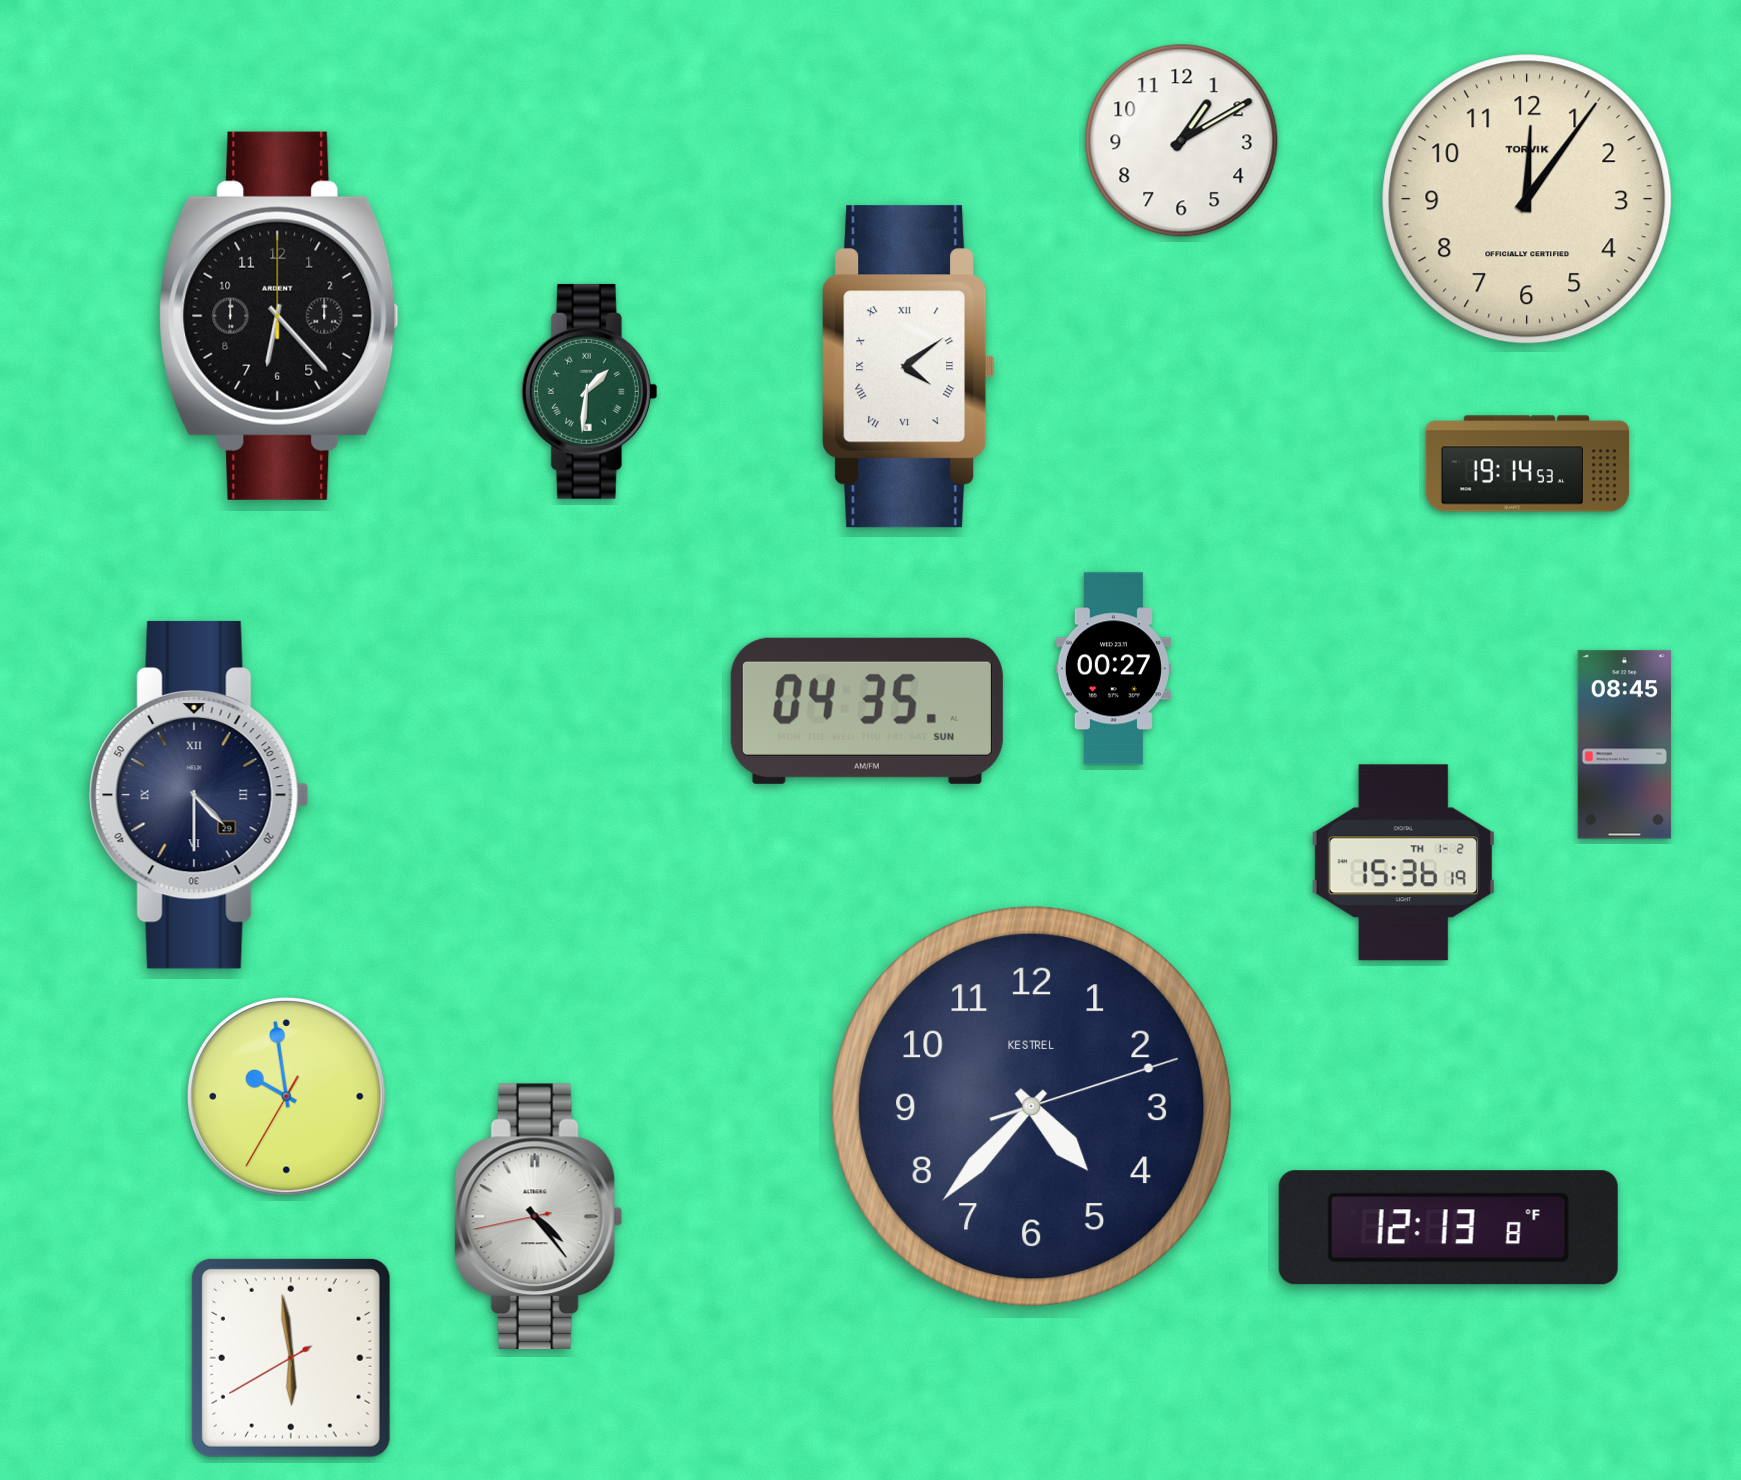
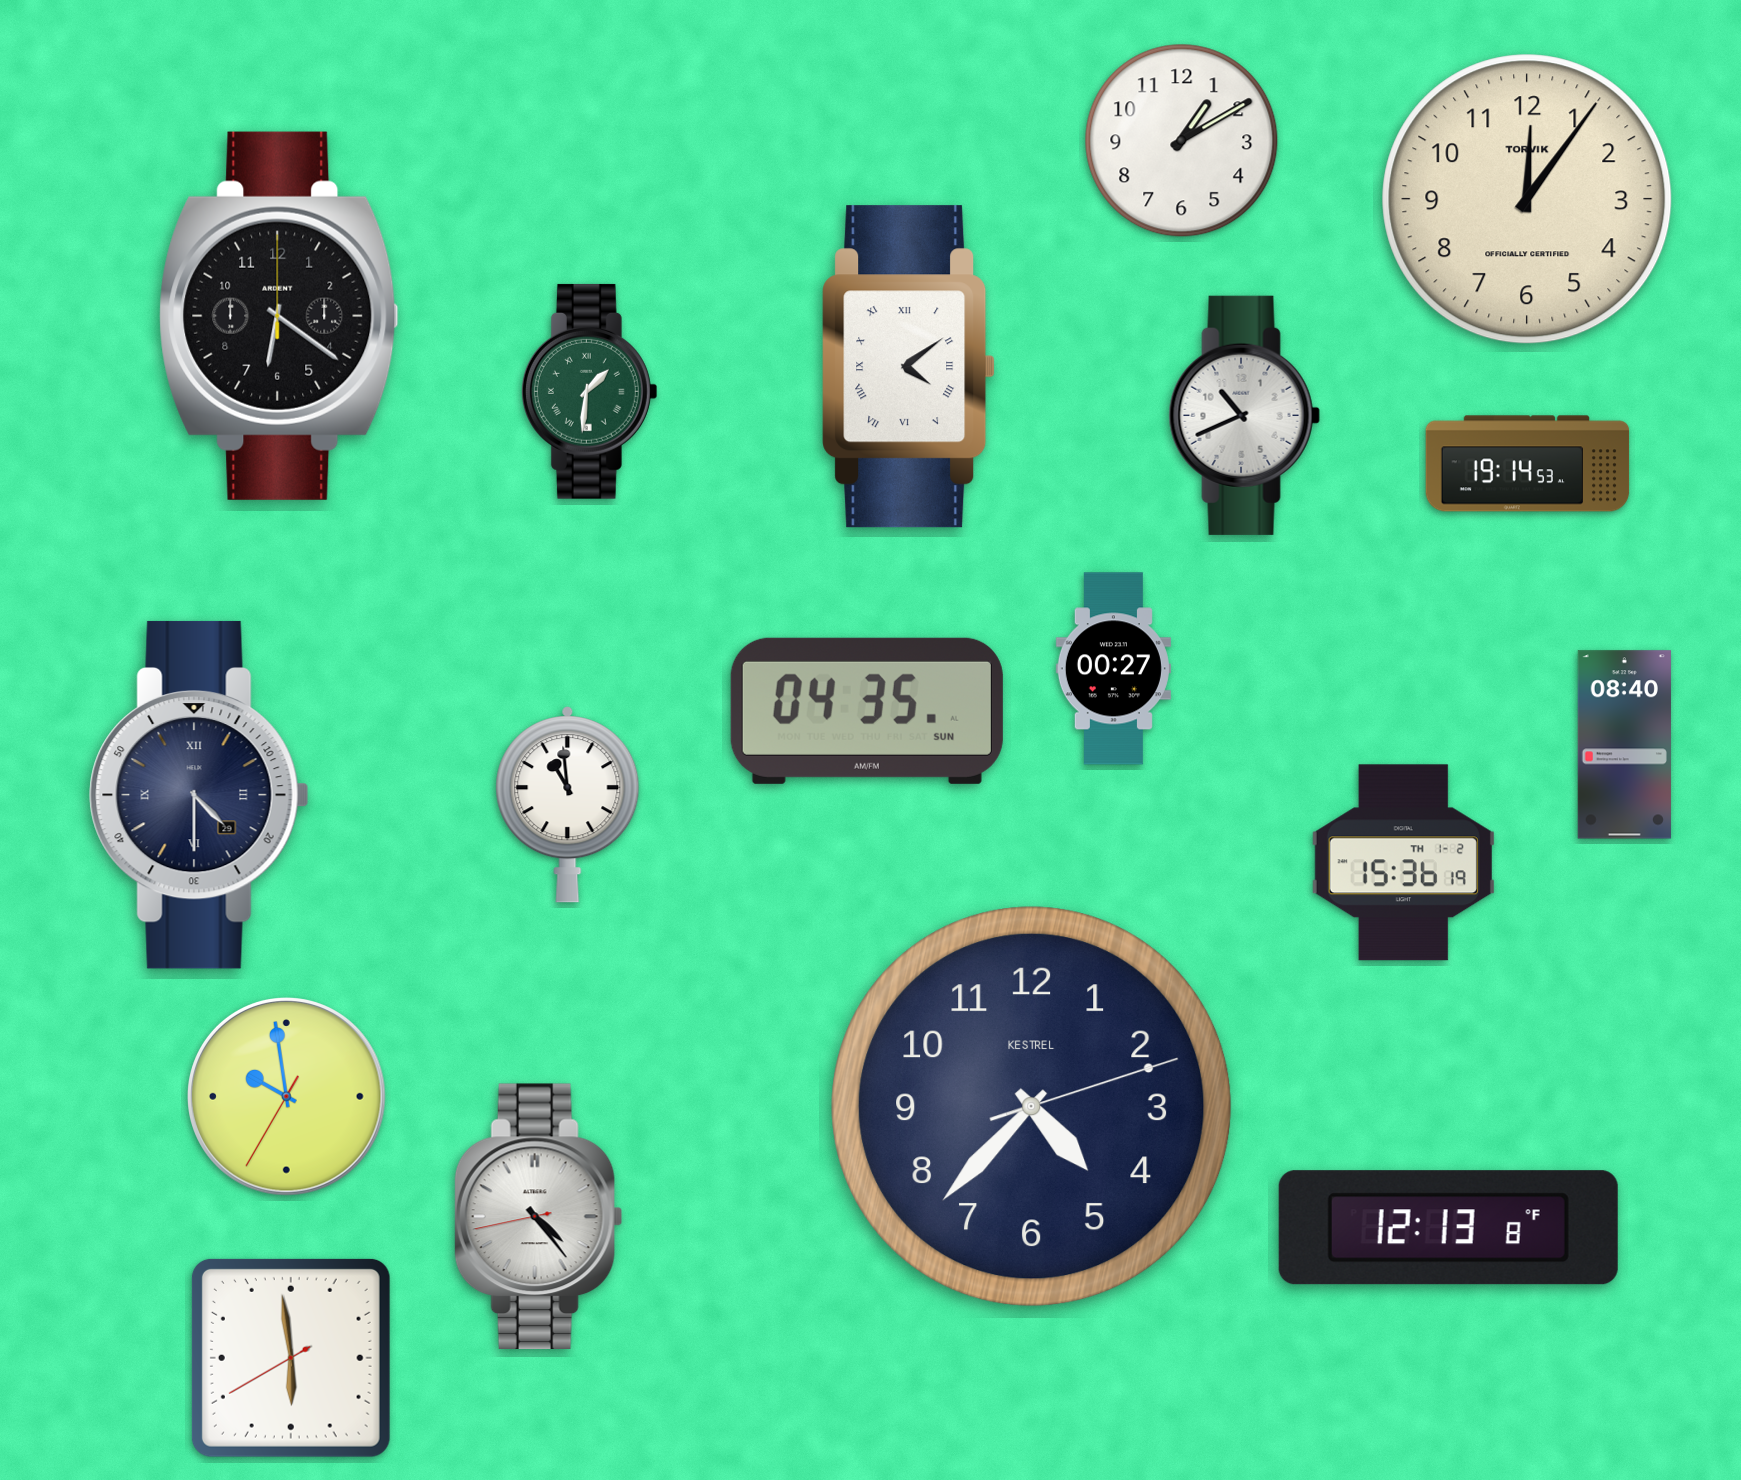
clock at (279, 316): 6:23 -> 6:21
clock at (1244, 415): none -> 10:41
clock at (1624, 745): 08:45 -> 08:40
clock at (568, 805): none -> 10:59
